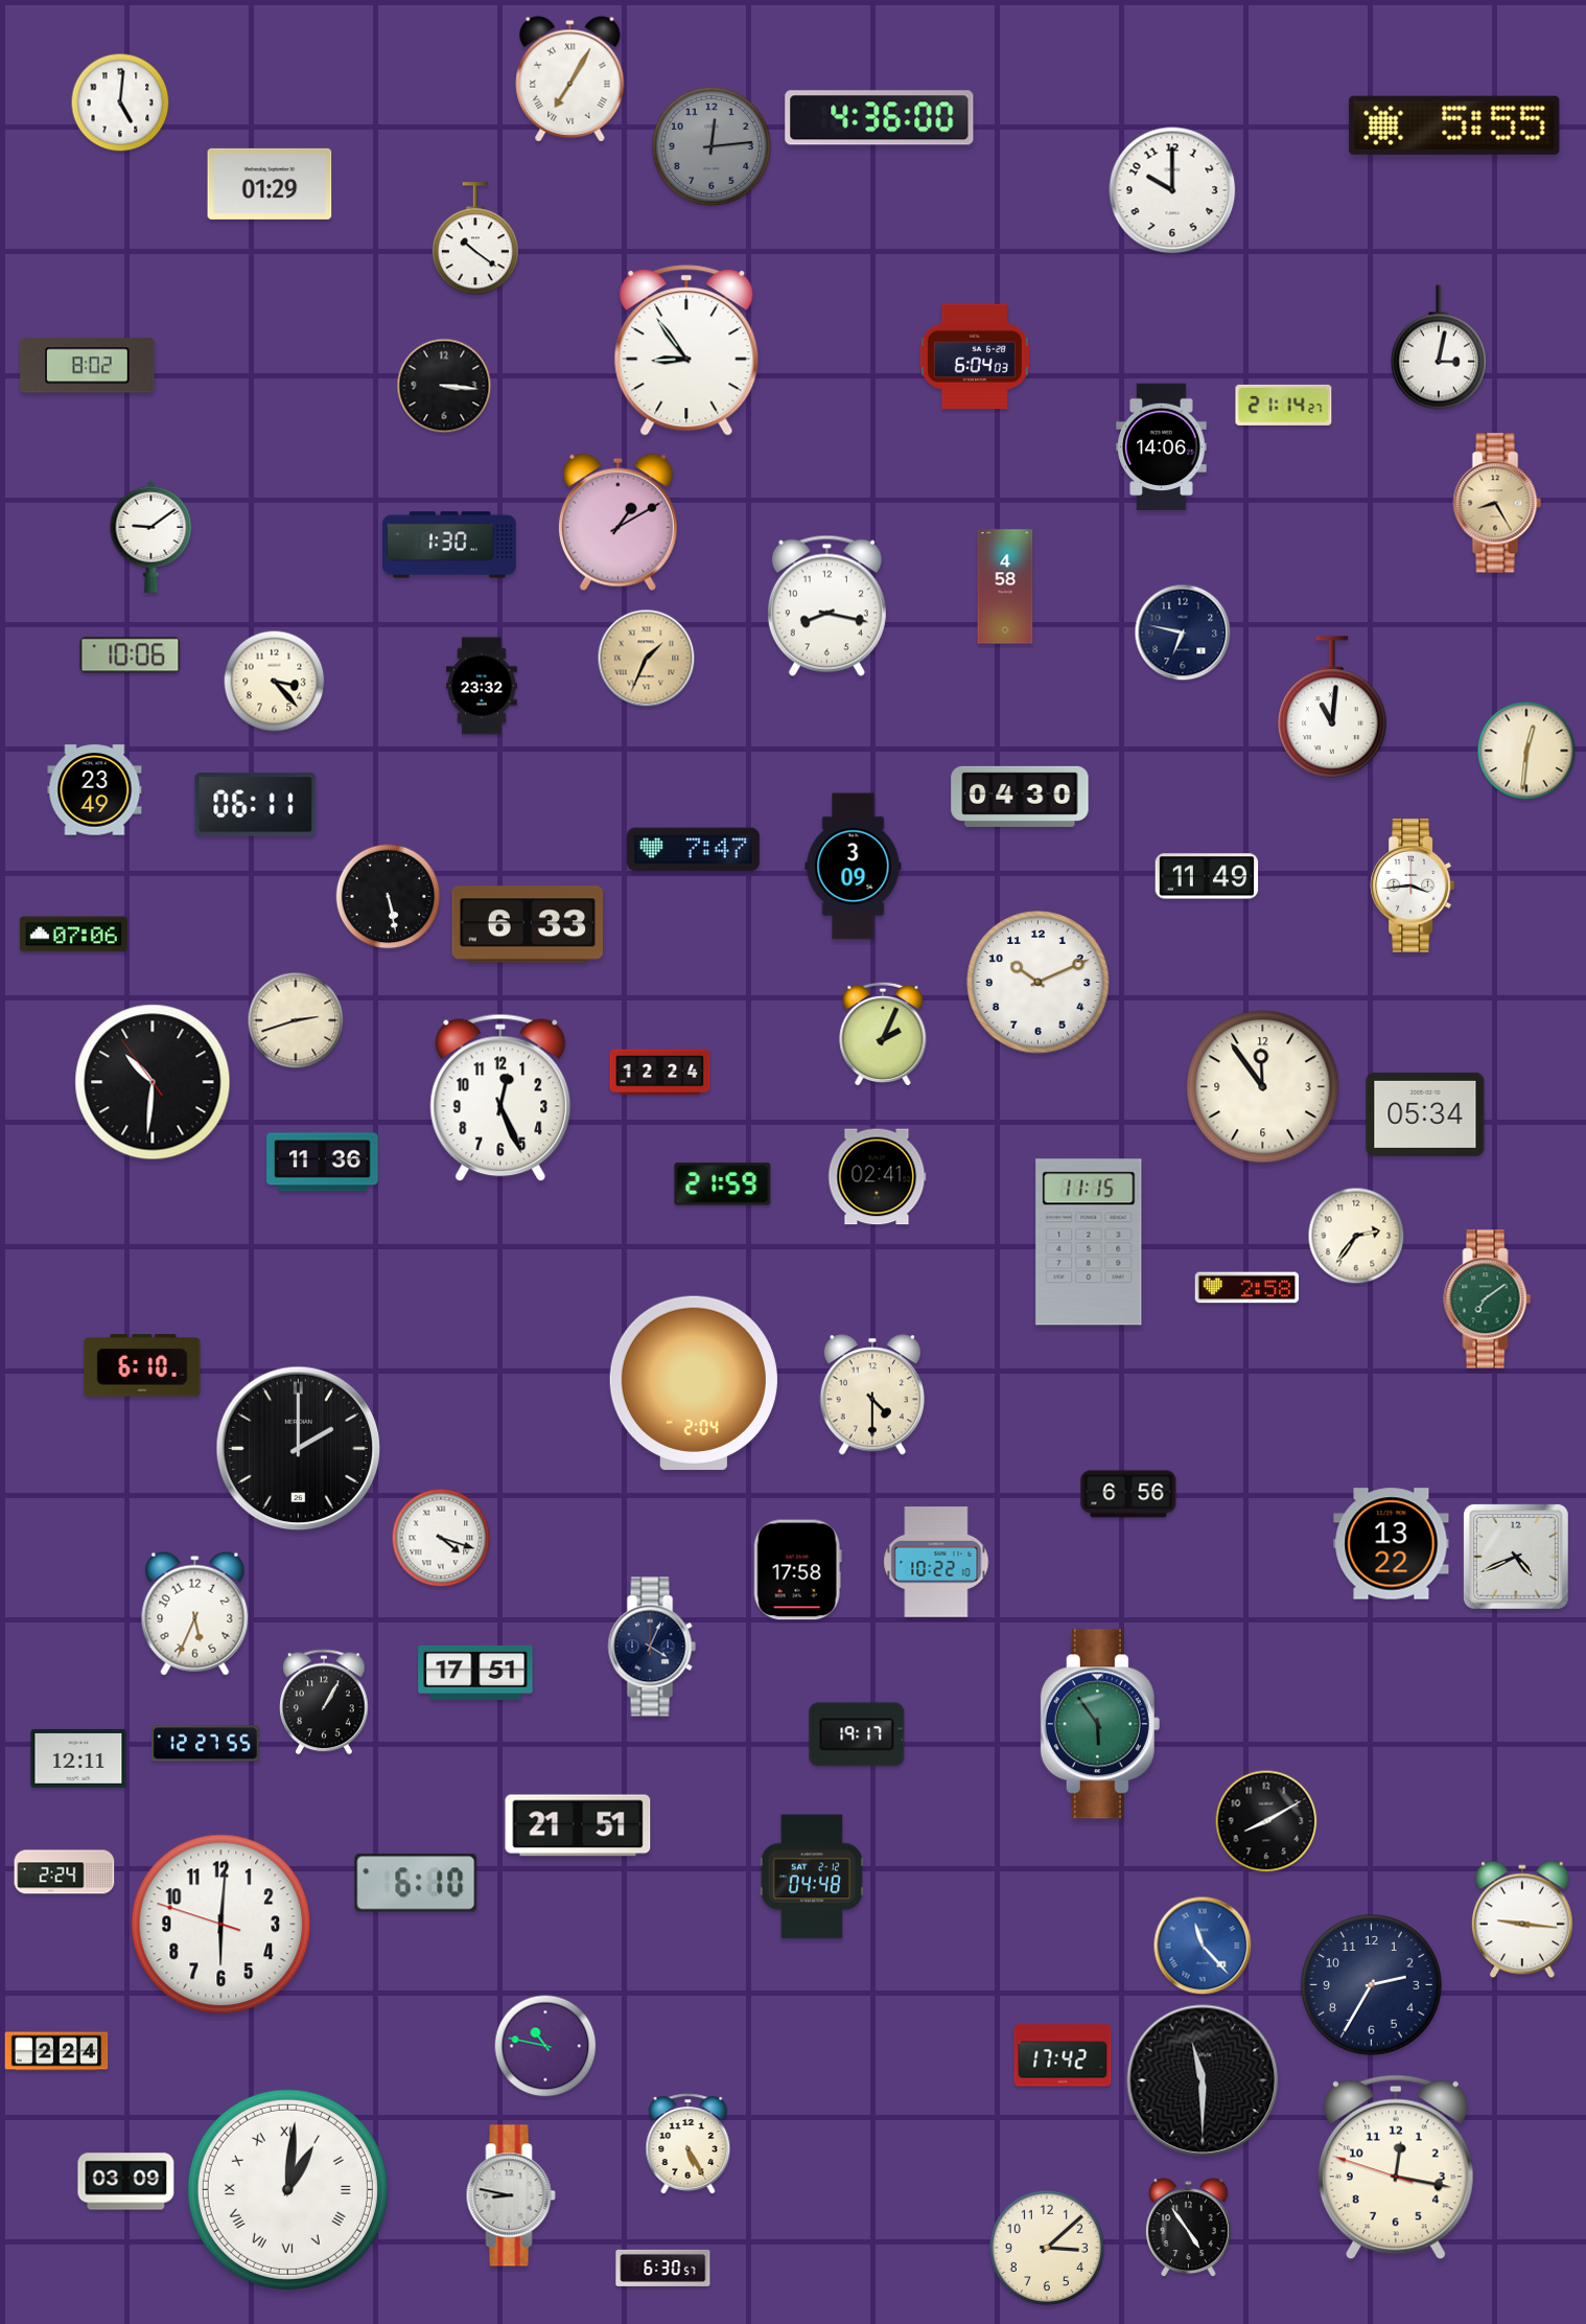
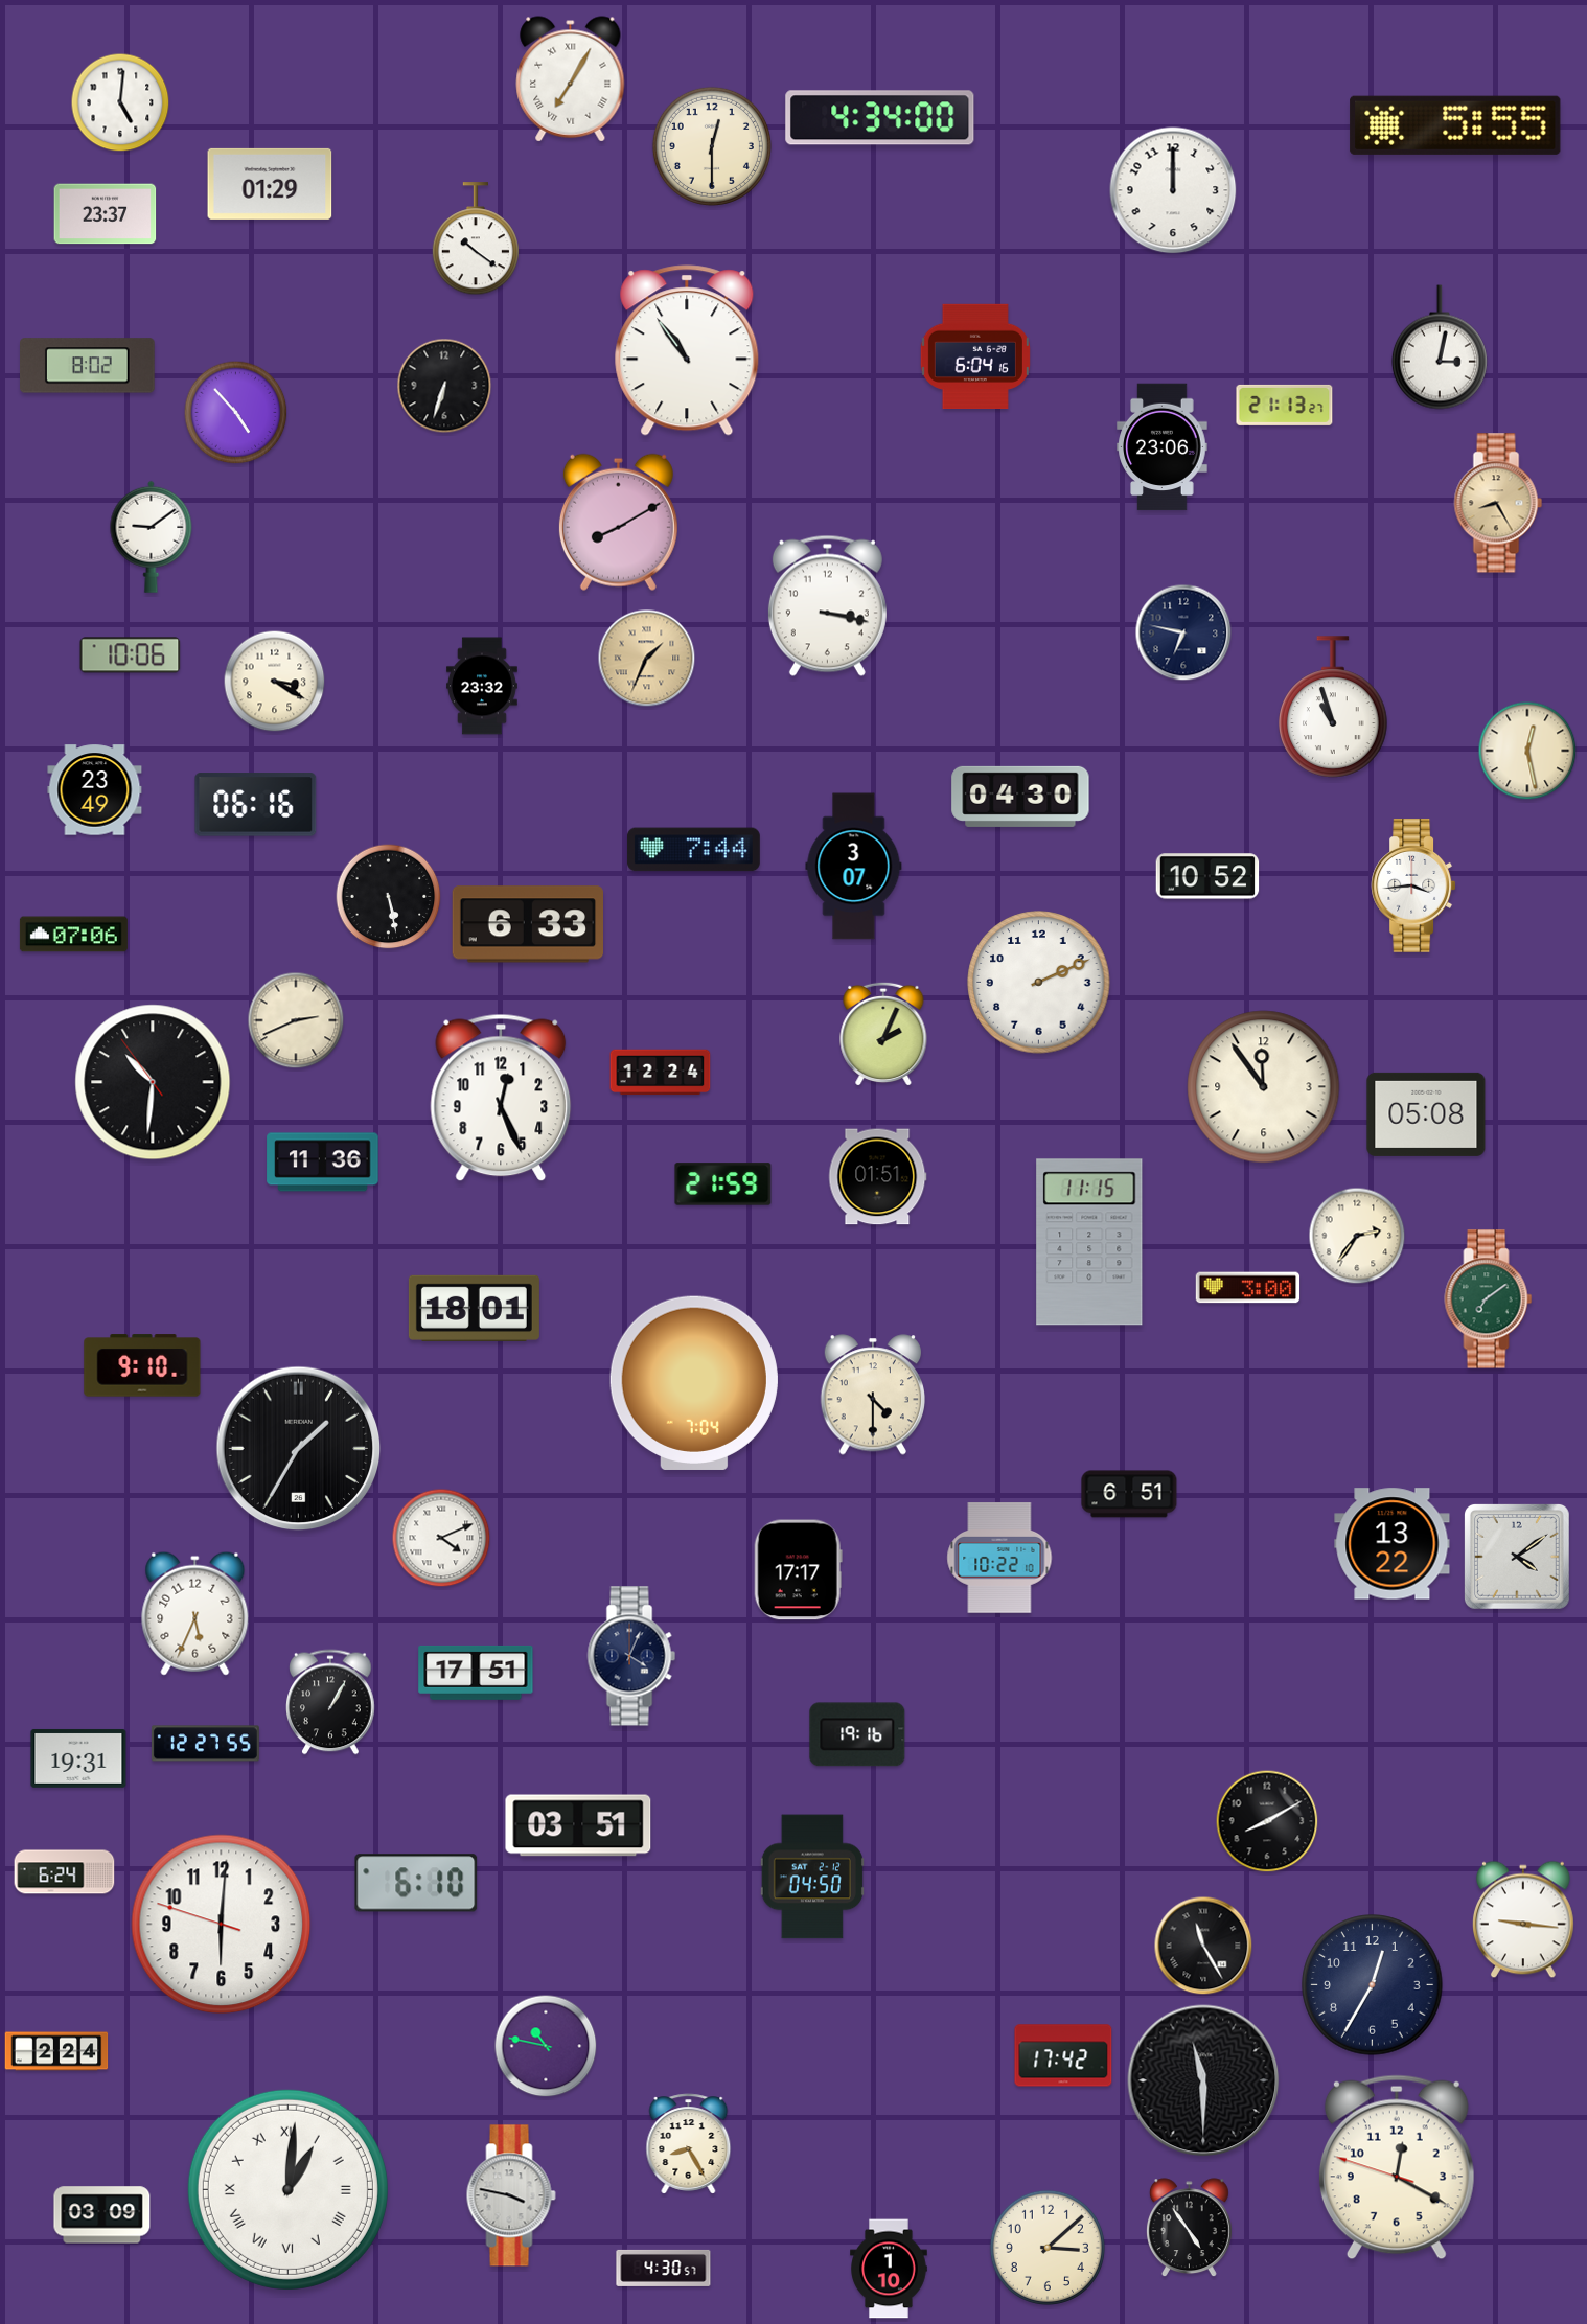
clock at (880, 118): 4:36 -> 4:34
clock at (712, 146): 12:14 -> 12:30
clock at (712, 146) dial: grey -> cream
clock at (1172, 190): 10:00 -> 12:00
clock at (106, 214): none -> 23:37
clock at (686, 350): 8:54 -> 10:54
clock at (975, 355): 6:04:03 -> 6:04:16
clock at (444, 386): 3:16 -> 6:33
clock at (1284, 405): 21:14 -> 21:13
clock at (236, 413): none -> 4:53
clock at (1162, 447): 14:06 -> 23:06
clock at (617, 522): 1:10 -> 8:10
clock at (449, 545): 1:30 -> none
clock at (1005, 586): 4:58 -> none
clock at (826, 605): 8:17 -> 3:17
clock at (275, 682): 3:23 -> 3:20
clock at (1332, 707): 11:01 -> 10:57
clock at (1526, 751): 12:31 -> 12:28
clock at (256, 805): 06:11 -> 06:16
clock at (693, 850): 7:47 -> 7:44
clock at (854, 867): 3:09 -> 3:07
clock at (1207, 876): 11:49 -> 10:52
clock at (1039, 983): 10:11 -> 2:11
clock at (296, 1020): 2:42 -> 2:41
clock at (1425, 1114): 05:34 -> 05:08
clock at (878, 1177): 02:41 -> 01:51
clock at (1247, 1288): 2:58 -> 3:00
clock at (474, 1308): none -> 18:01
clock at (142, 1365): 6:10 -> 9:10
clock at (694, 1383): 2:04 -> 7:04
clock at (299, 1449): 2:00 -> 1:35
clock at (1128, 1494): 6:56 -> 6:51
clock at (441, 1538): 4:18 -> 4:11
clock at (1516, 1557): 4:41 -> 4:09
clock at (936, 1562) position: (936, 1562) -> (999, 1558)
clock at (797, 1570): 17:58 -> 17:17
clock at (652, 1647) position: (652, 1647) -> (631, 1656)
clock at (325, 1702) position: (325, 1702) -> (331, 1702)
clock at (1100, 1724): 5:54 -> none
clock at (857, 1734): 19:17 -> 19:16
clock at (78, 1758): 12:11 -> 19:31
clock at (578, 1825): 21:51 -> 03:51
clock at (65, 1872): 2:24 -> 6:24
clock at (812, 1877): 04:48 -> 04:50
clock at (1203, 1946): 11:23 -> 11:25
clock at (1203, 1946) dial: blue -> black
clock at (1372, 1985): 2:35 -> 12:35
clock at (689, 2144): 5:25 -> 8:25
clock at (1396, 2167): 12:16 -> 12:19
clock at (126, 2182) position: (126, 2182) -> (102, 2215)
clock at (511, 2195): 8:47 -> 3:47
clock at (663, 2268): 6:30 -> 4:30
clock at (889, 2269): none -> 1:10
